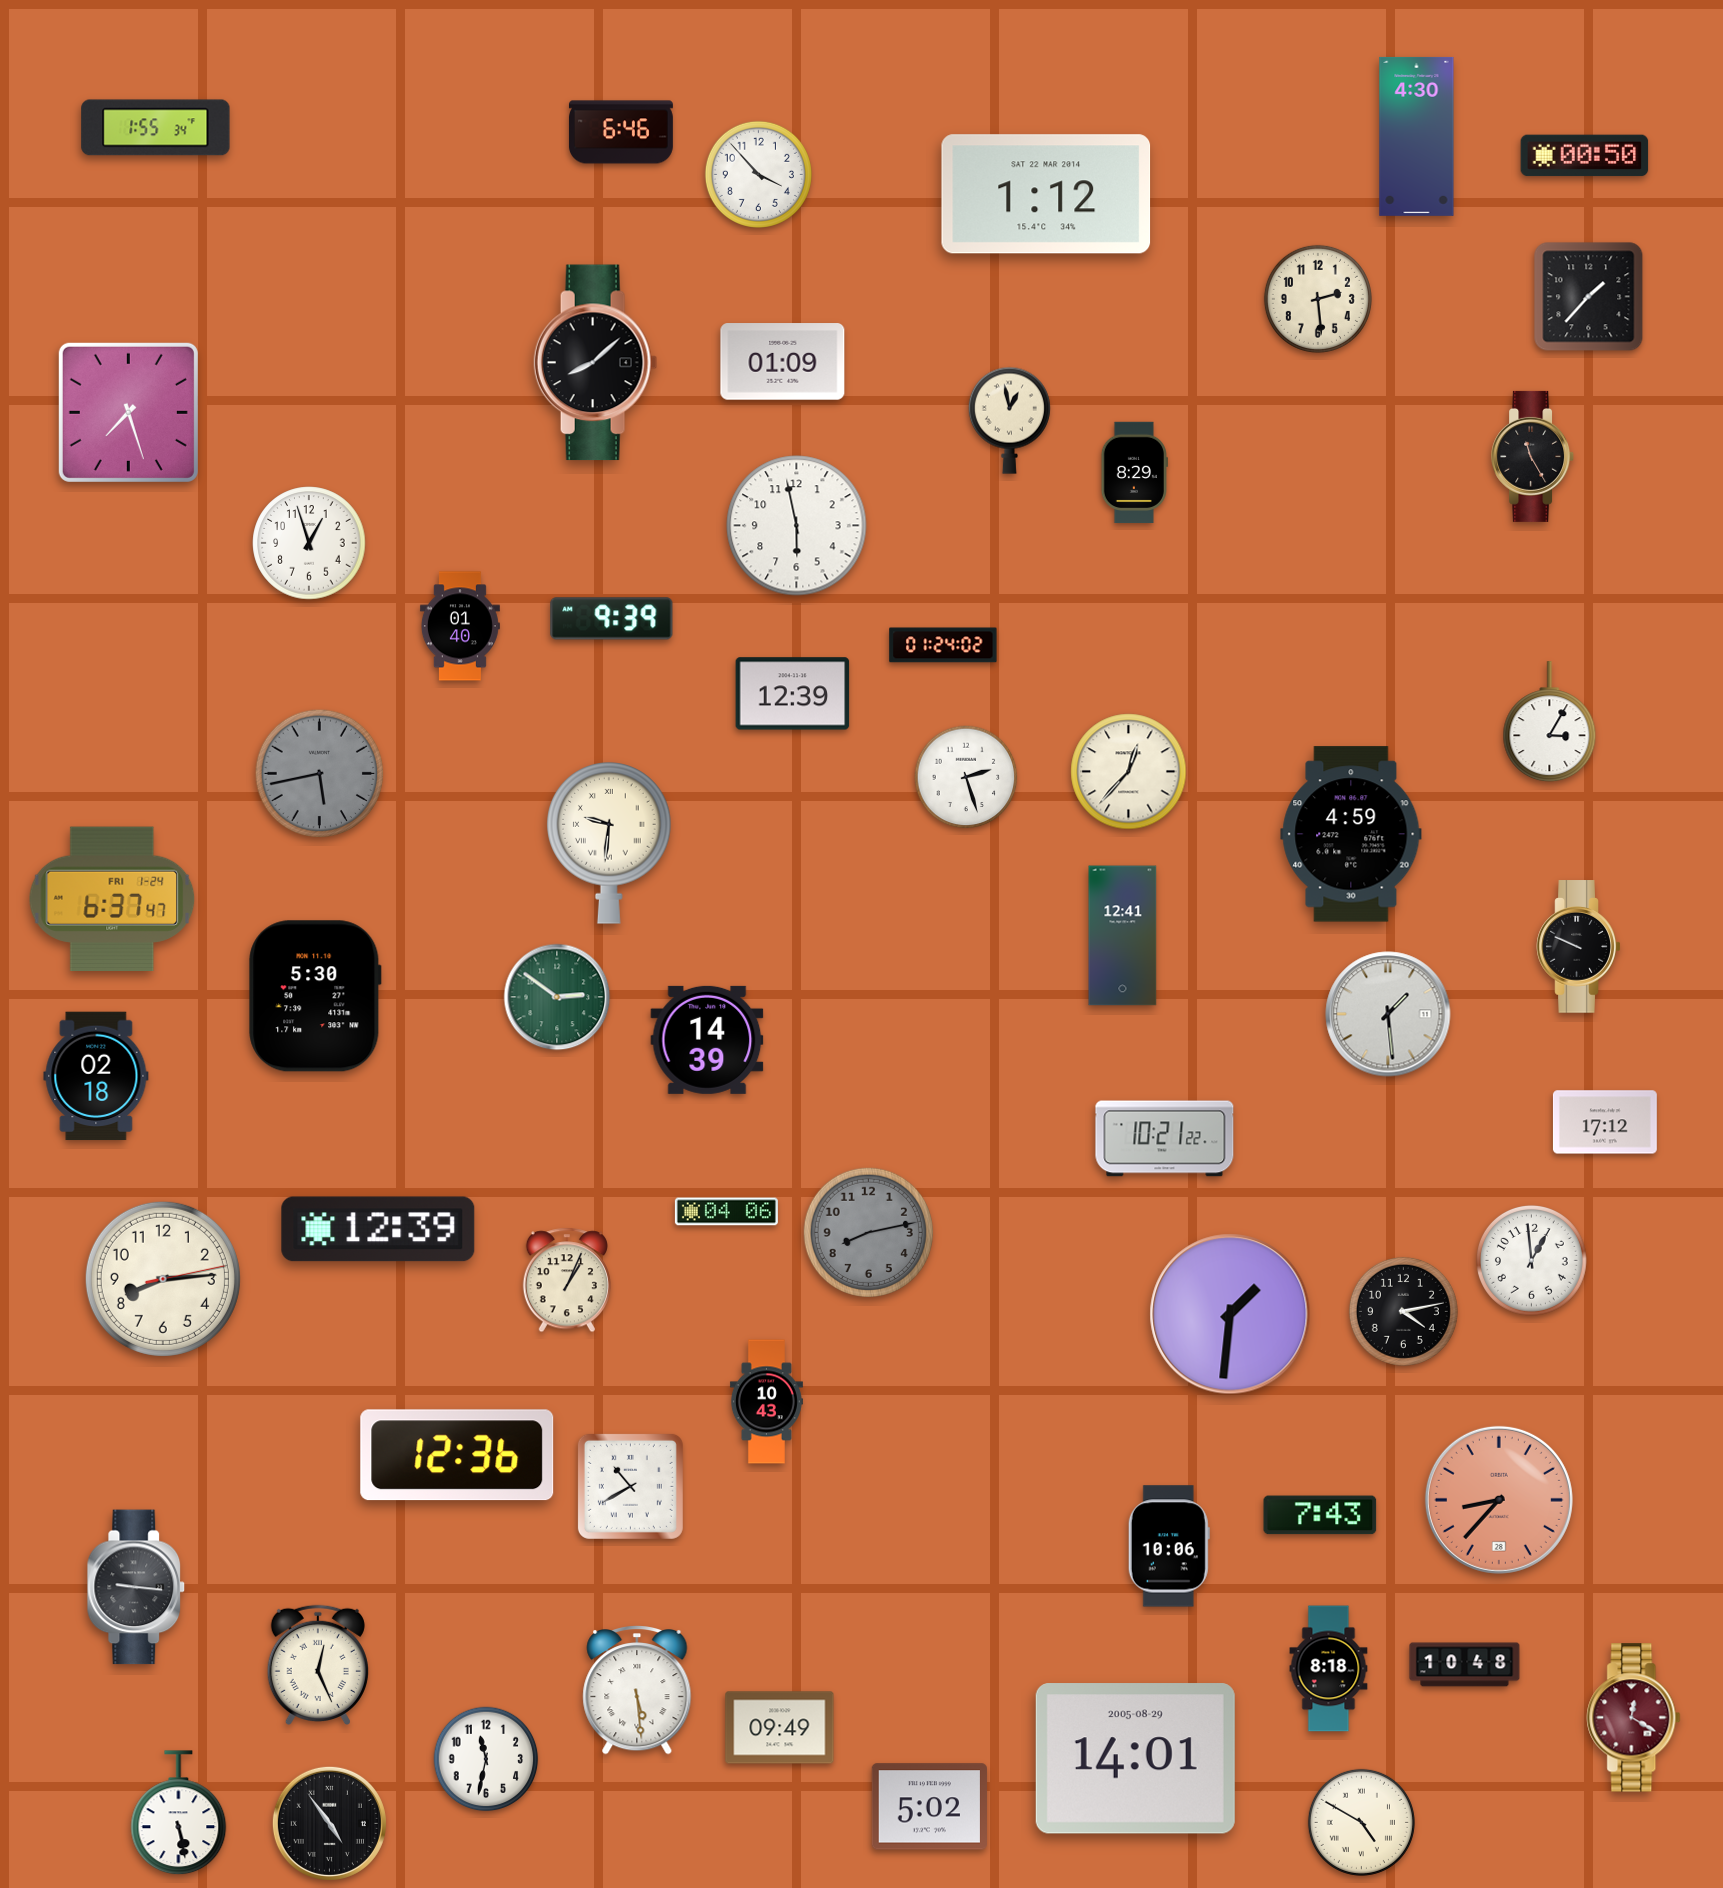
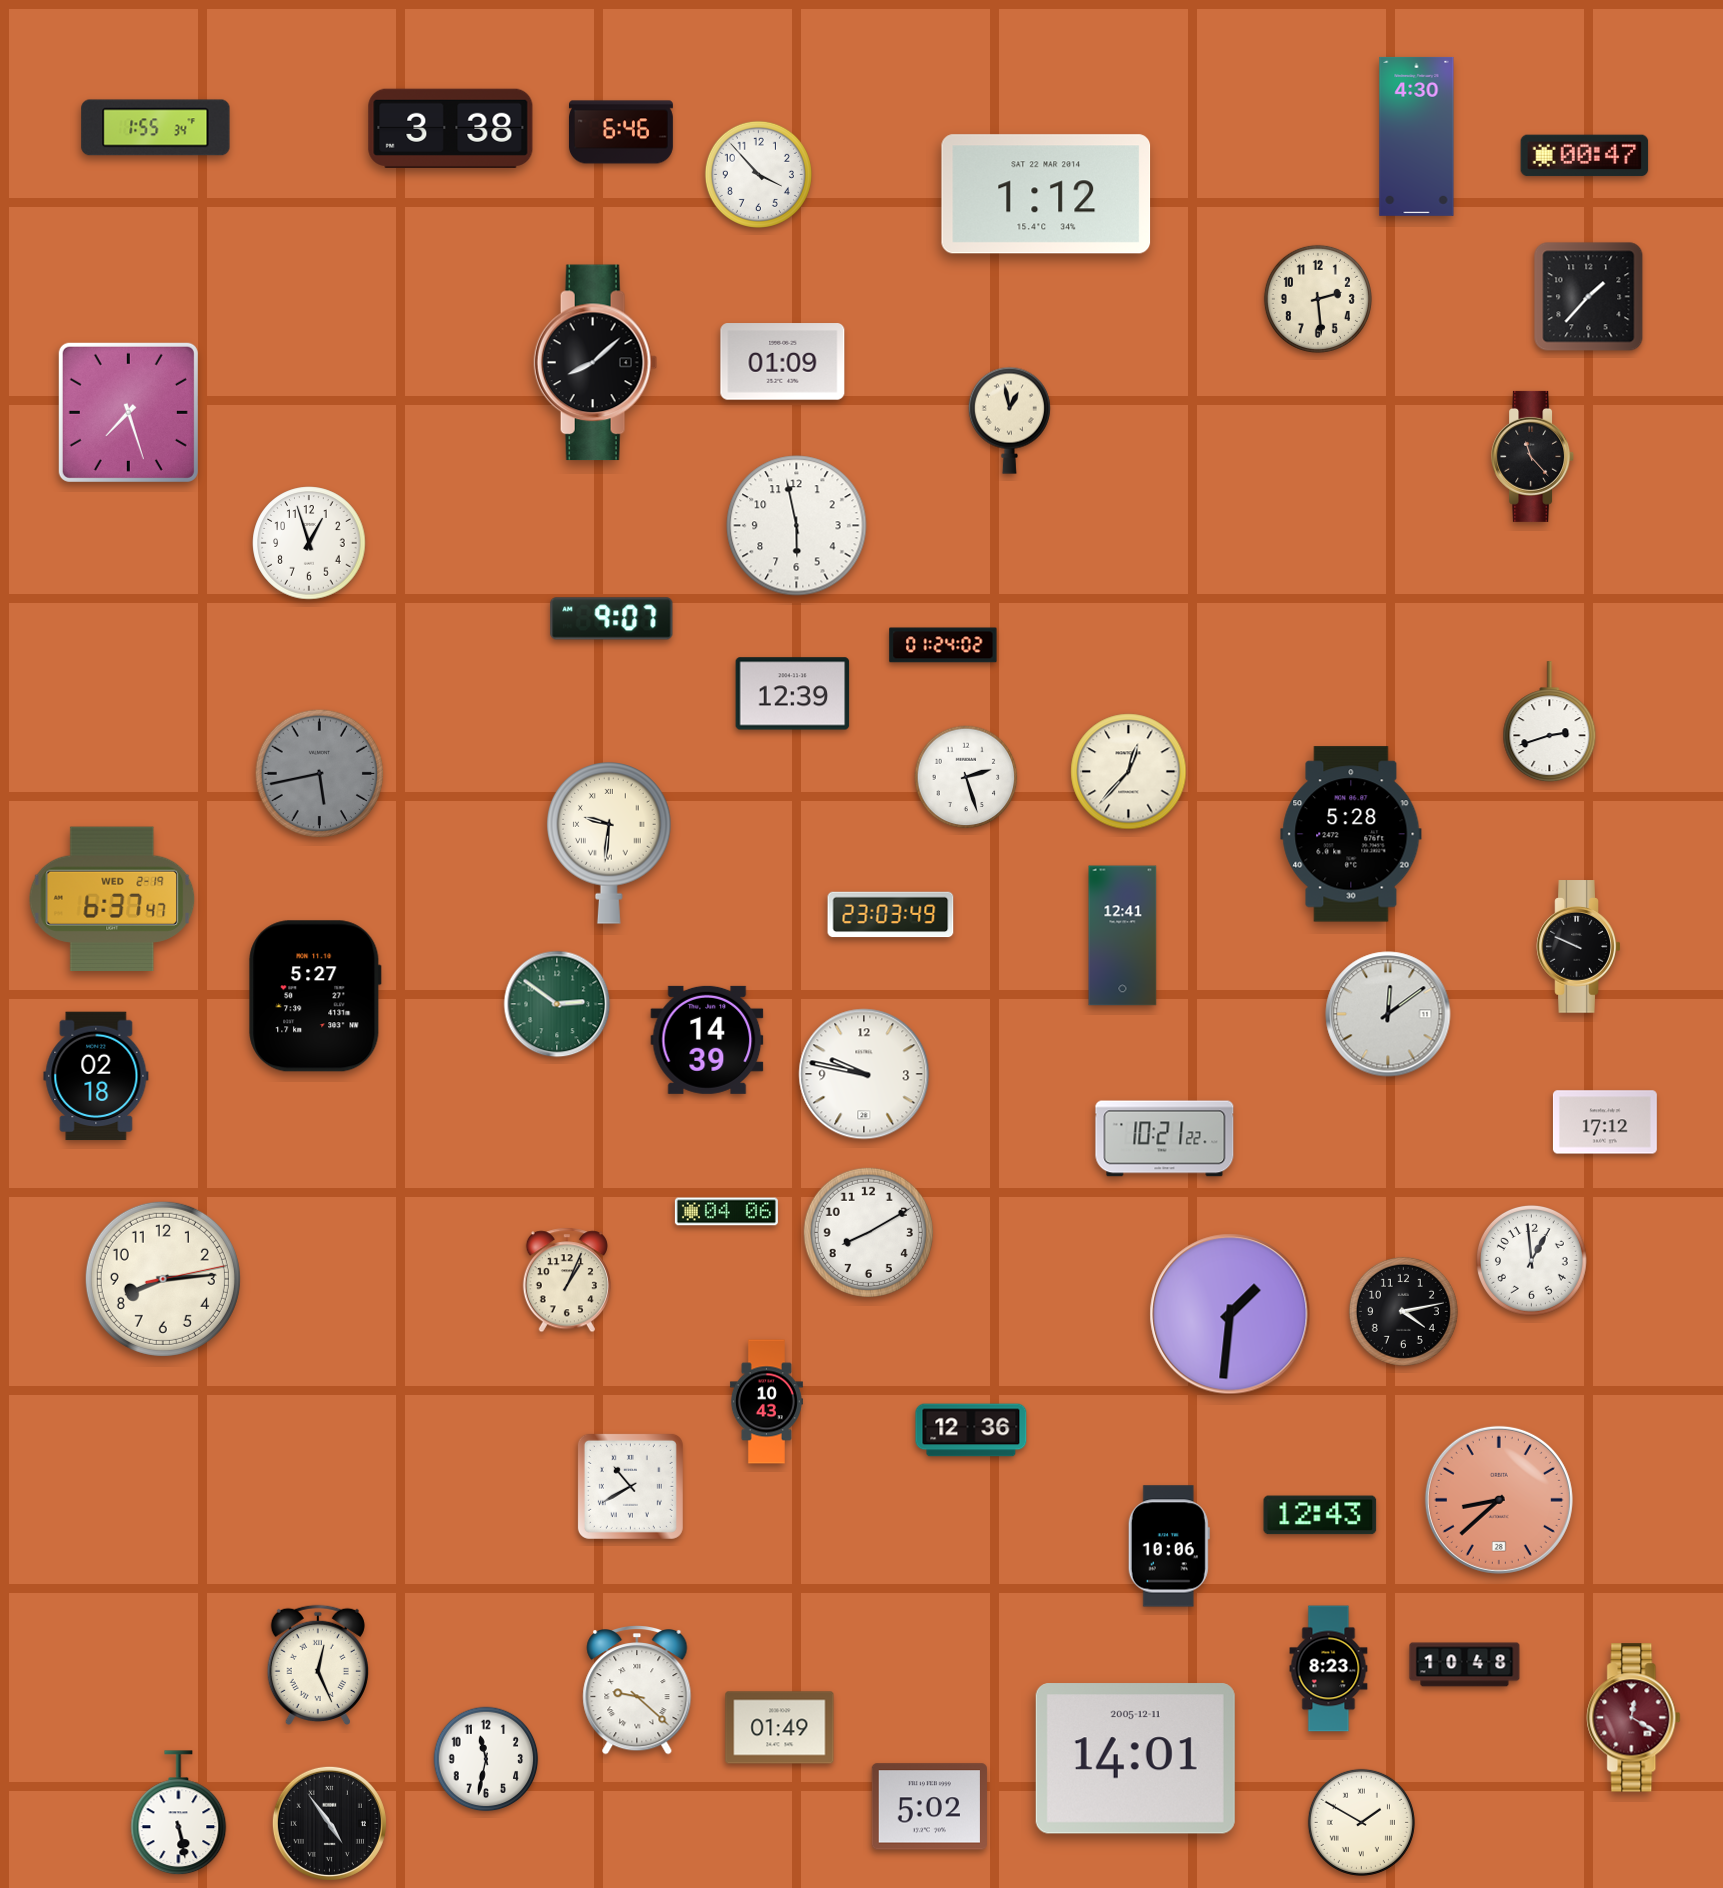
clock at (451, 128): none -> 3:38
clock at (1585, 156): 00:50 -> 00:47
clock at (1533, 456): 11:25 -> 11:23
clock at (1134, 473): 8:29 -> none
clock at (612, 619): 9:39 -> 9:07
clock at (460, 626): 01:40 -> none
clock at (1550, 722): 3:05 -> 2:42
clock at (1351, 834): 4:59 -> 5:28
clock at (112, 899) date: FRI 1-24 -> WED 2-19
clock at (891, 915): none -> 23:03
clock at (315, 996): 5:30 -> 5:27
clock at (557, 997) position: (557, 997) -> (557, 1004)
clock at (1388, 1014): 1:29 -> 12:09
clock at (864, 1074): none -> 9:47
clock at (378, 1229): 12:39 -> none
clock at (868, 1232): 8:13 -> 8:10
clock at (868, 1232) dial: grey -> white
clock at (971, 1430): none -> 12:36
clock at (457, 1455): 12:36 -> none
clock at (1499, 1500): 8:37 -> 8:38
clock at (1320, 1515): 7:43 -> 12:43
clock at (136, 1587): 9:16 -> none
clock at (1329, 1669): 8:18 -> 8:23
clock at (637, 1690): 5:29 -> 9:22
clock at (780, 1728): 09:49 -> 01:49
clock at (1135, 1759) date: 2005-08-29 -> 2005-12-11
clock at (1361, 1822): 4:50 -> 1:50
